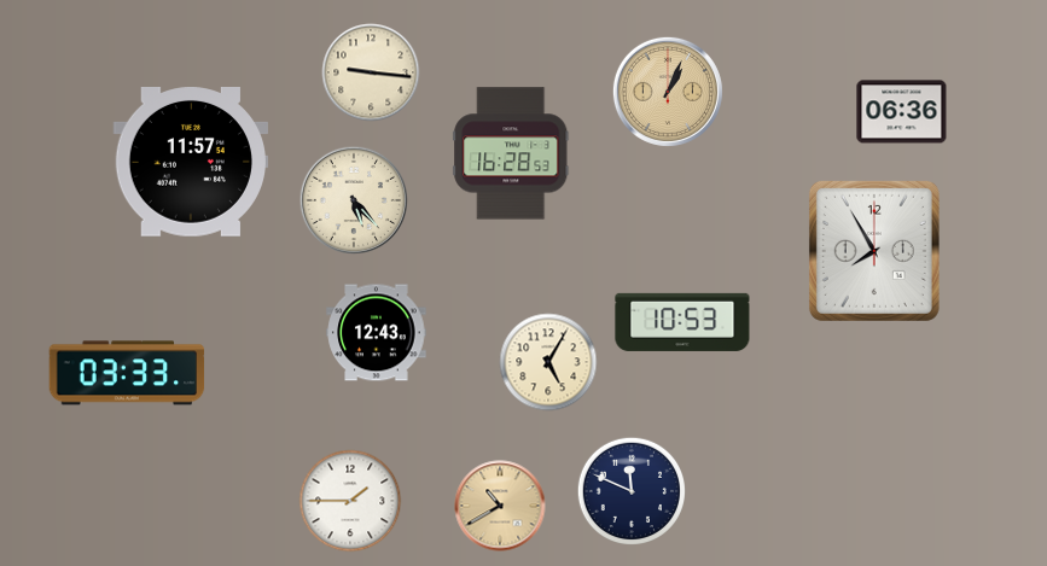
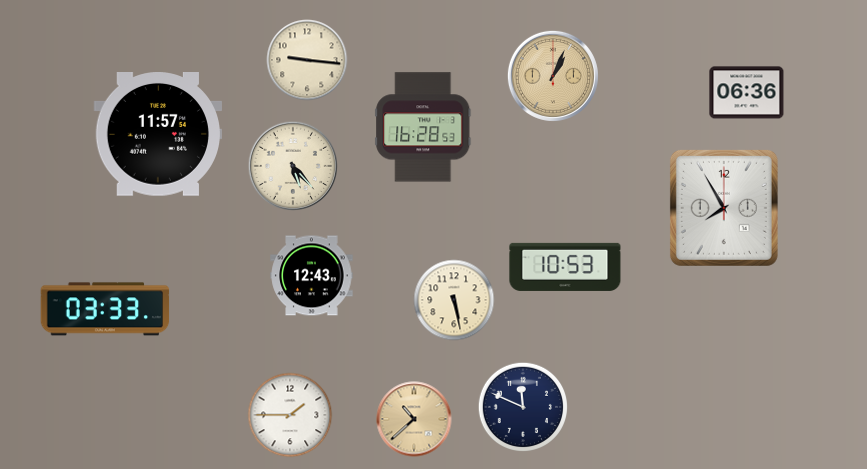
clock at (548, 362): 5:05 -> 5:28
clock at (500, 506): 10:40 -> 10:38
